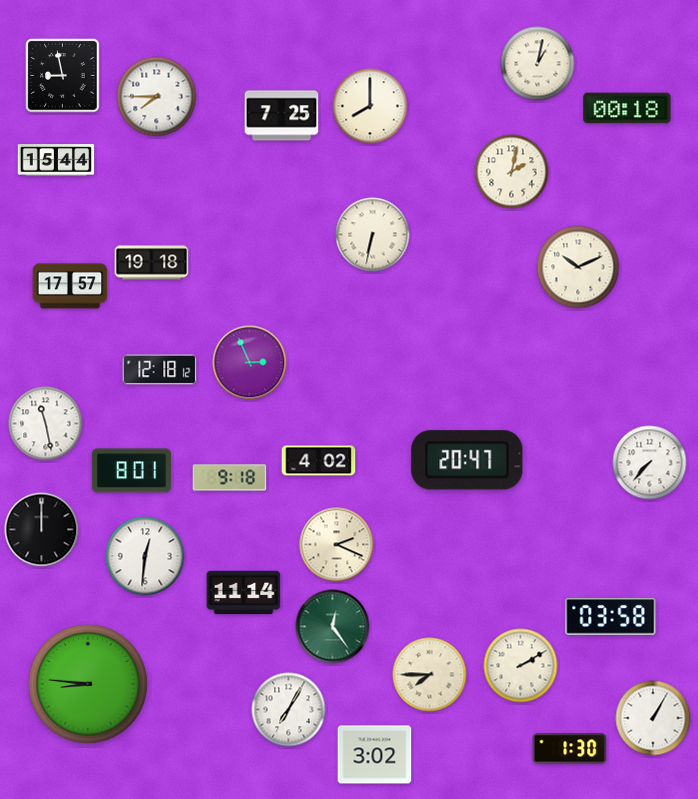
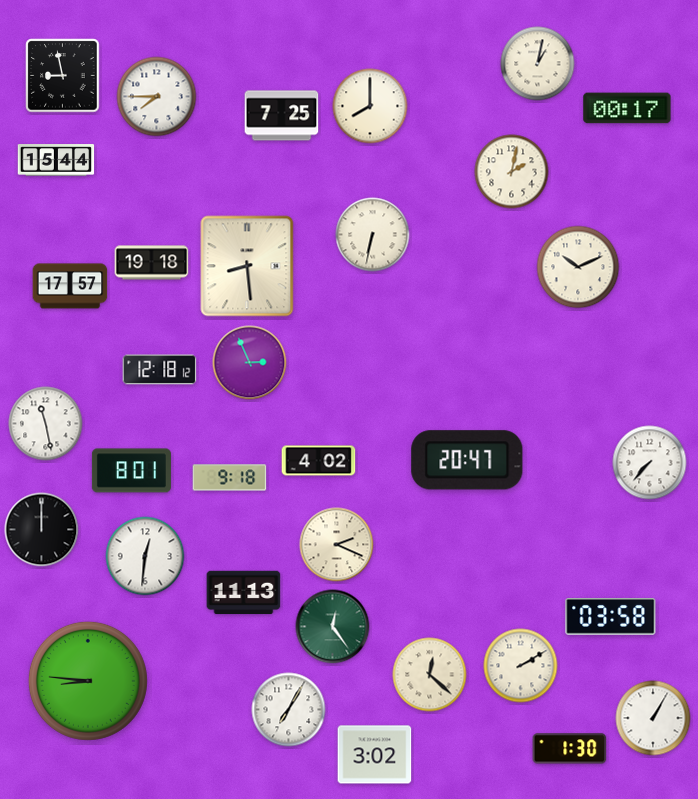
clock at (627, 108): 00:18 -> 00:17
clock at (247, 266): none -> 8:29
clock at (244, 593): 11:14 -> 11:13
clock at (430, 675): 7:45 -> 12:22
clock at (88, 684) position: (88, 684) -> (88, 681)
